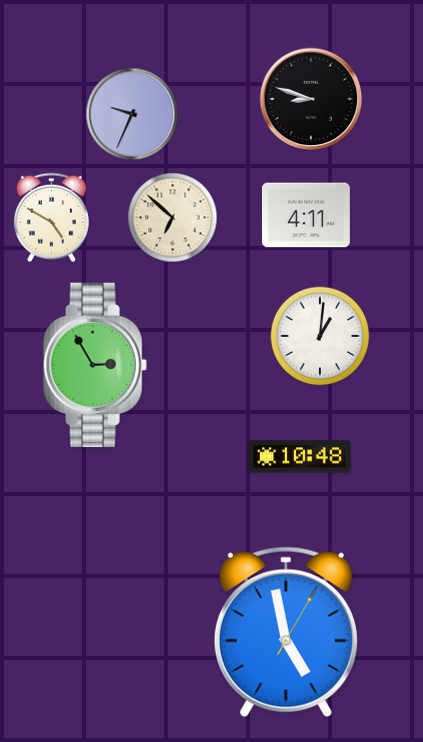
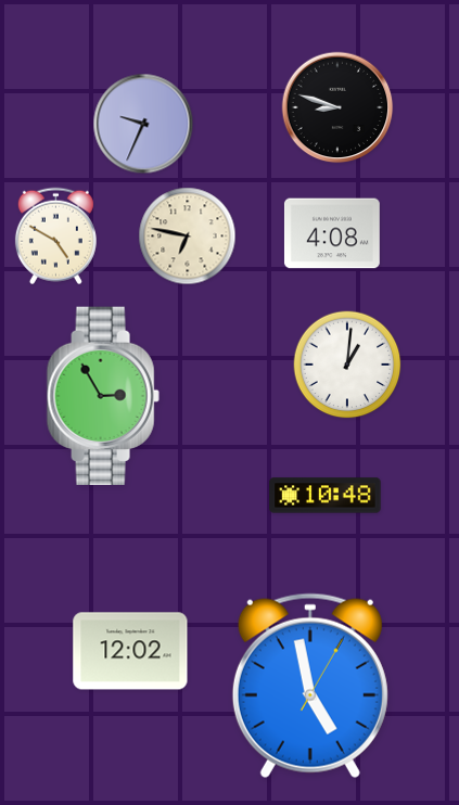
clock at (306, 215): 4:11 -> 4:08
clock at (173, 218): 6:52 -> 6:47
clock at (130, 651): none -> 12:02
